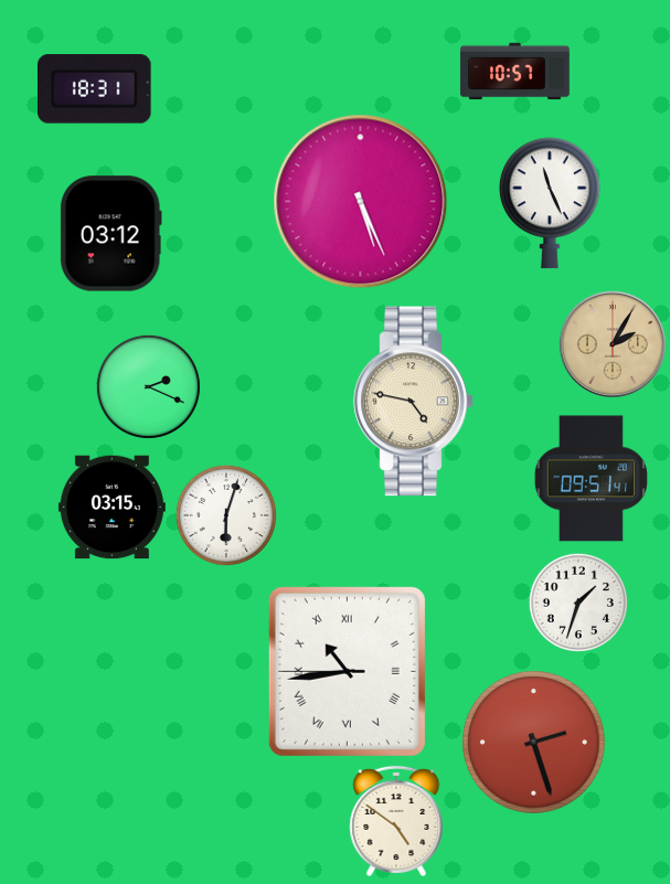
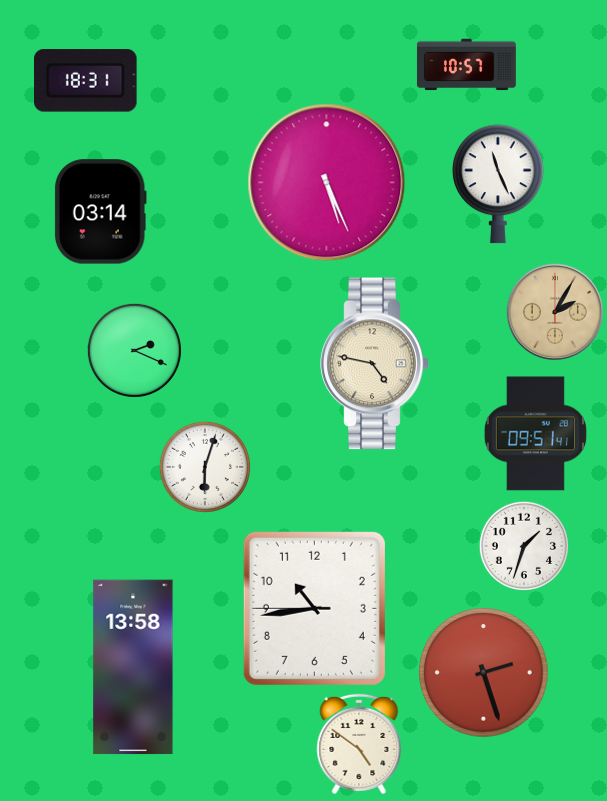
clock at (110, 234): 03:12 -> 03:14
clock at (111, 508): 03:15 -> none
clock at (347, 671) numerals: Roman -> Arabic
clock at (133, 667): none -> 13:58
